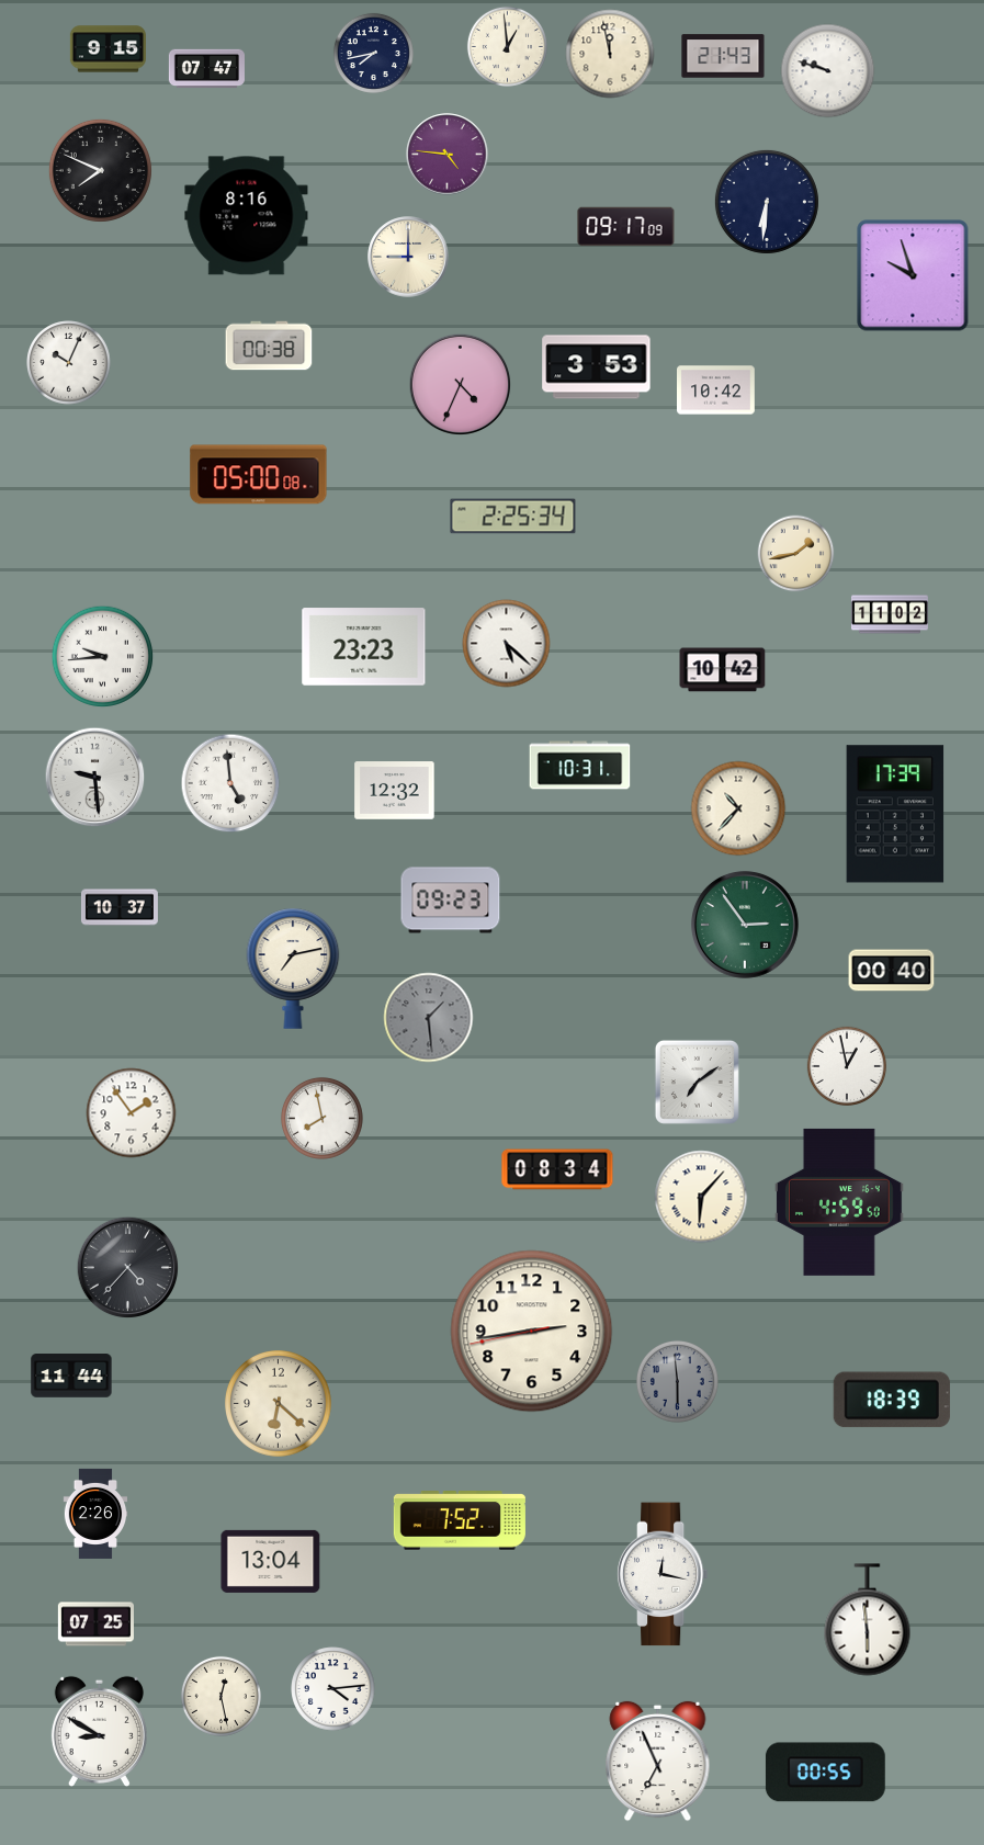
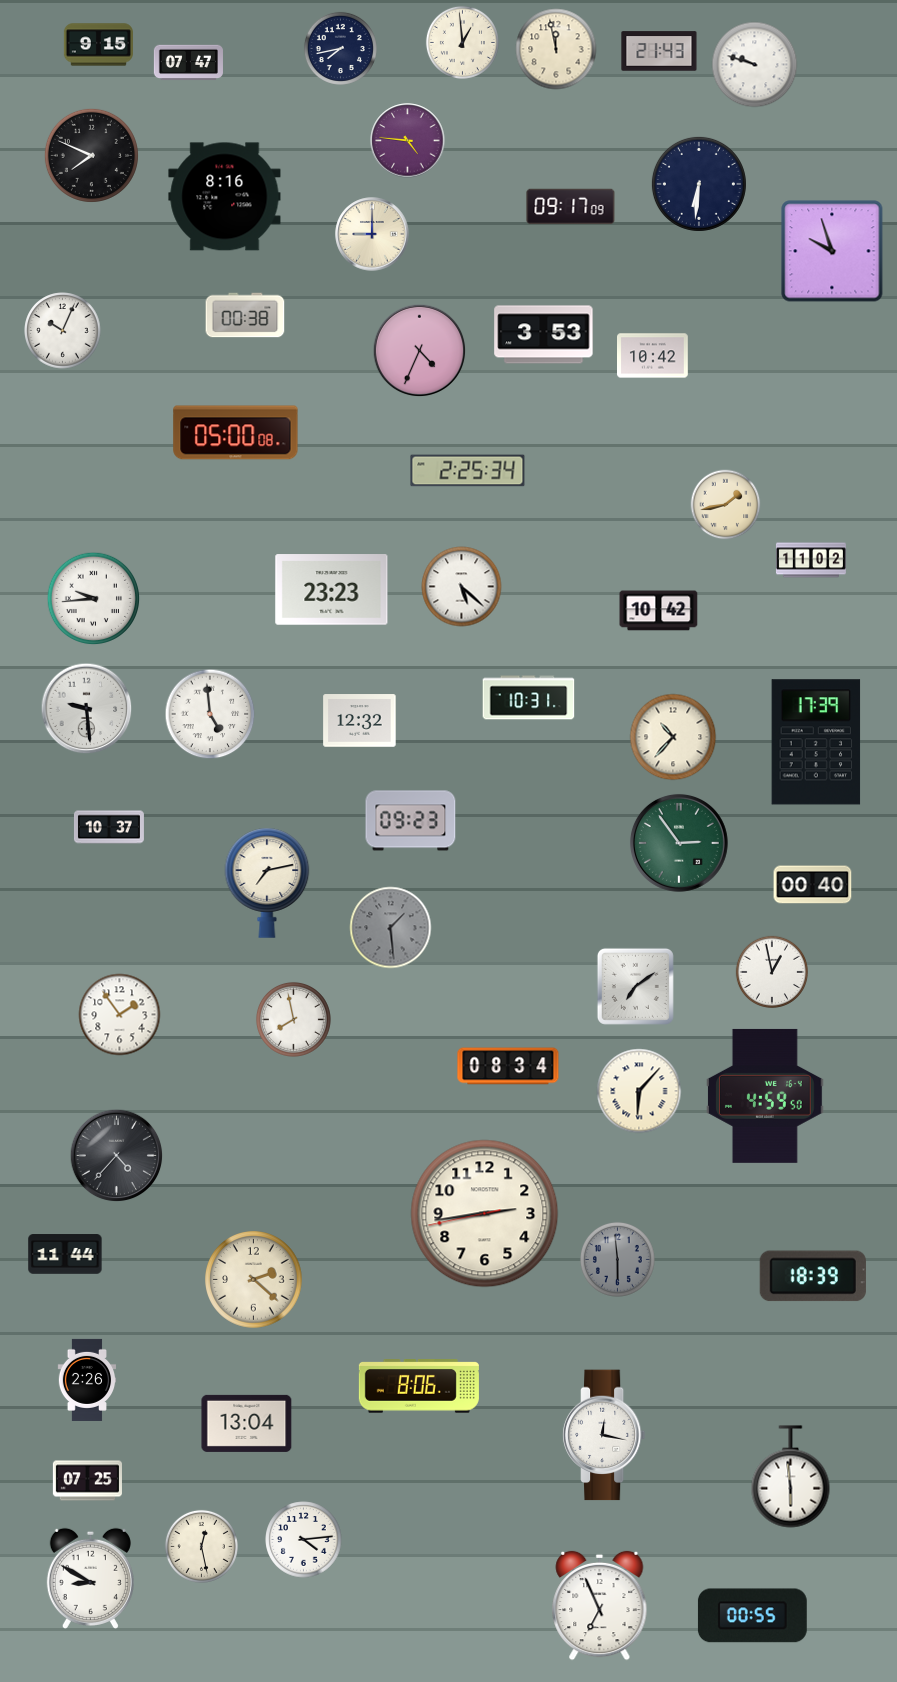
clock at (279, 1404): 6:22 -> 2:22
clock at (460, 1521): 7:52 -> 8:06
